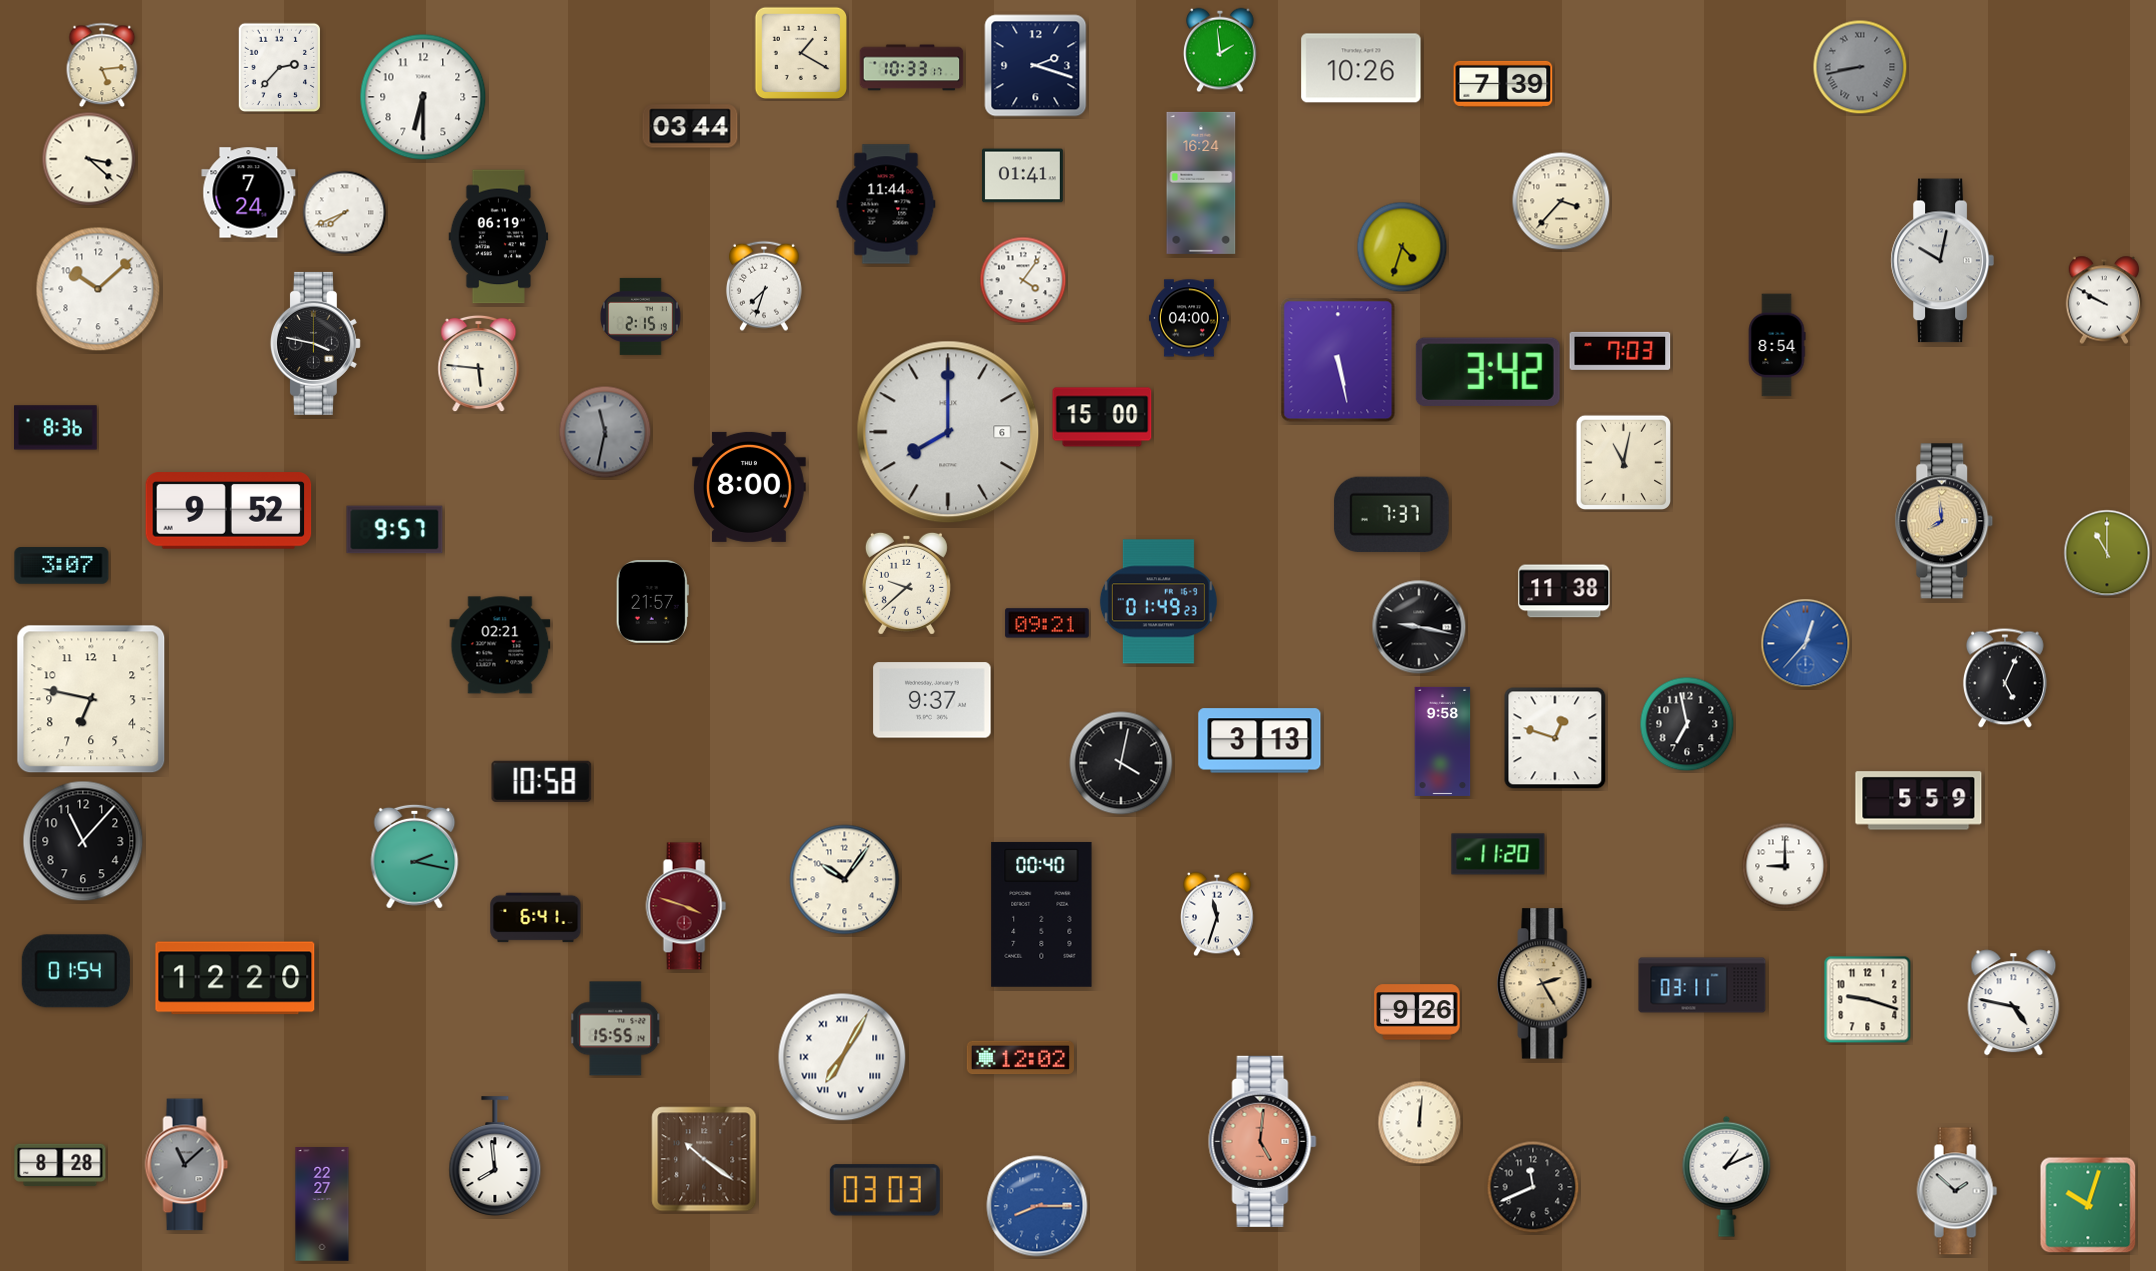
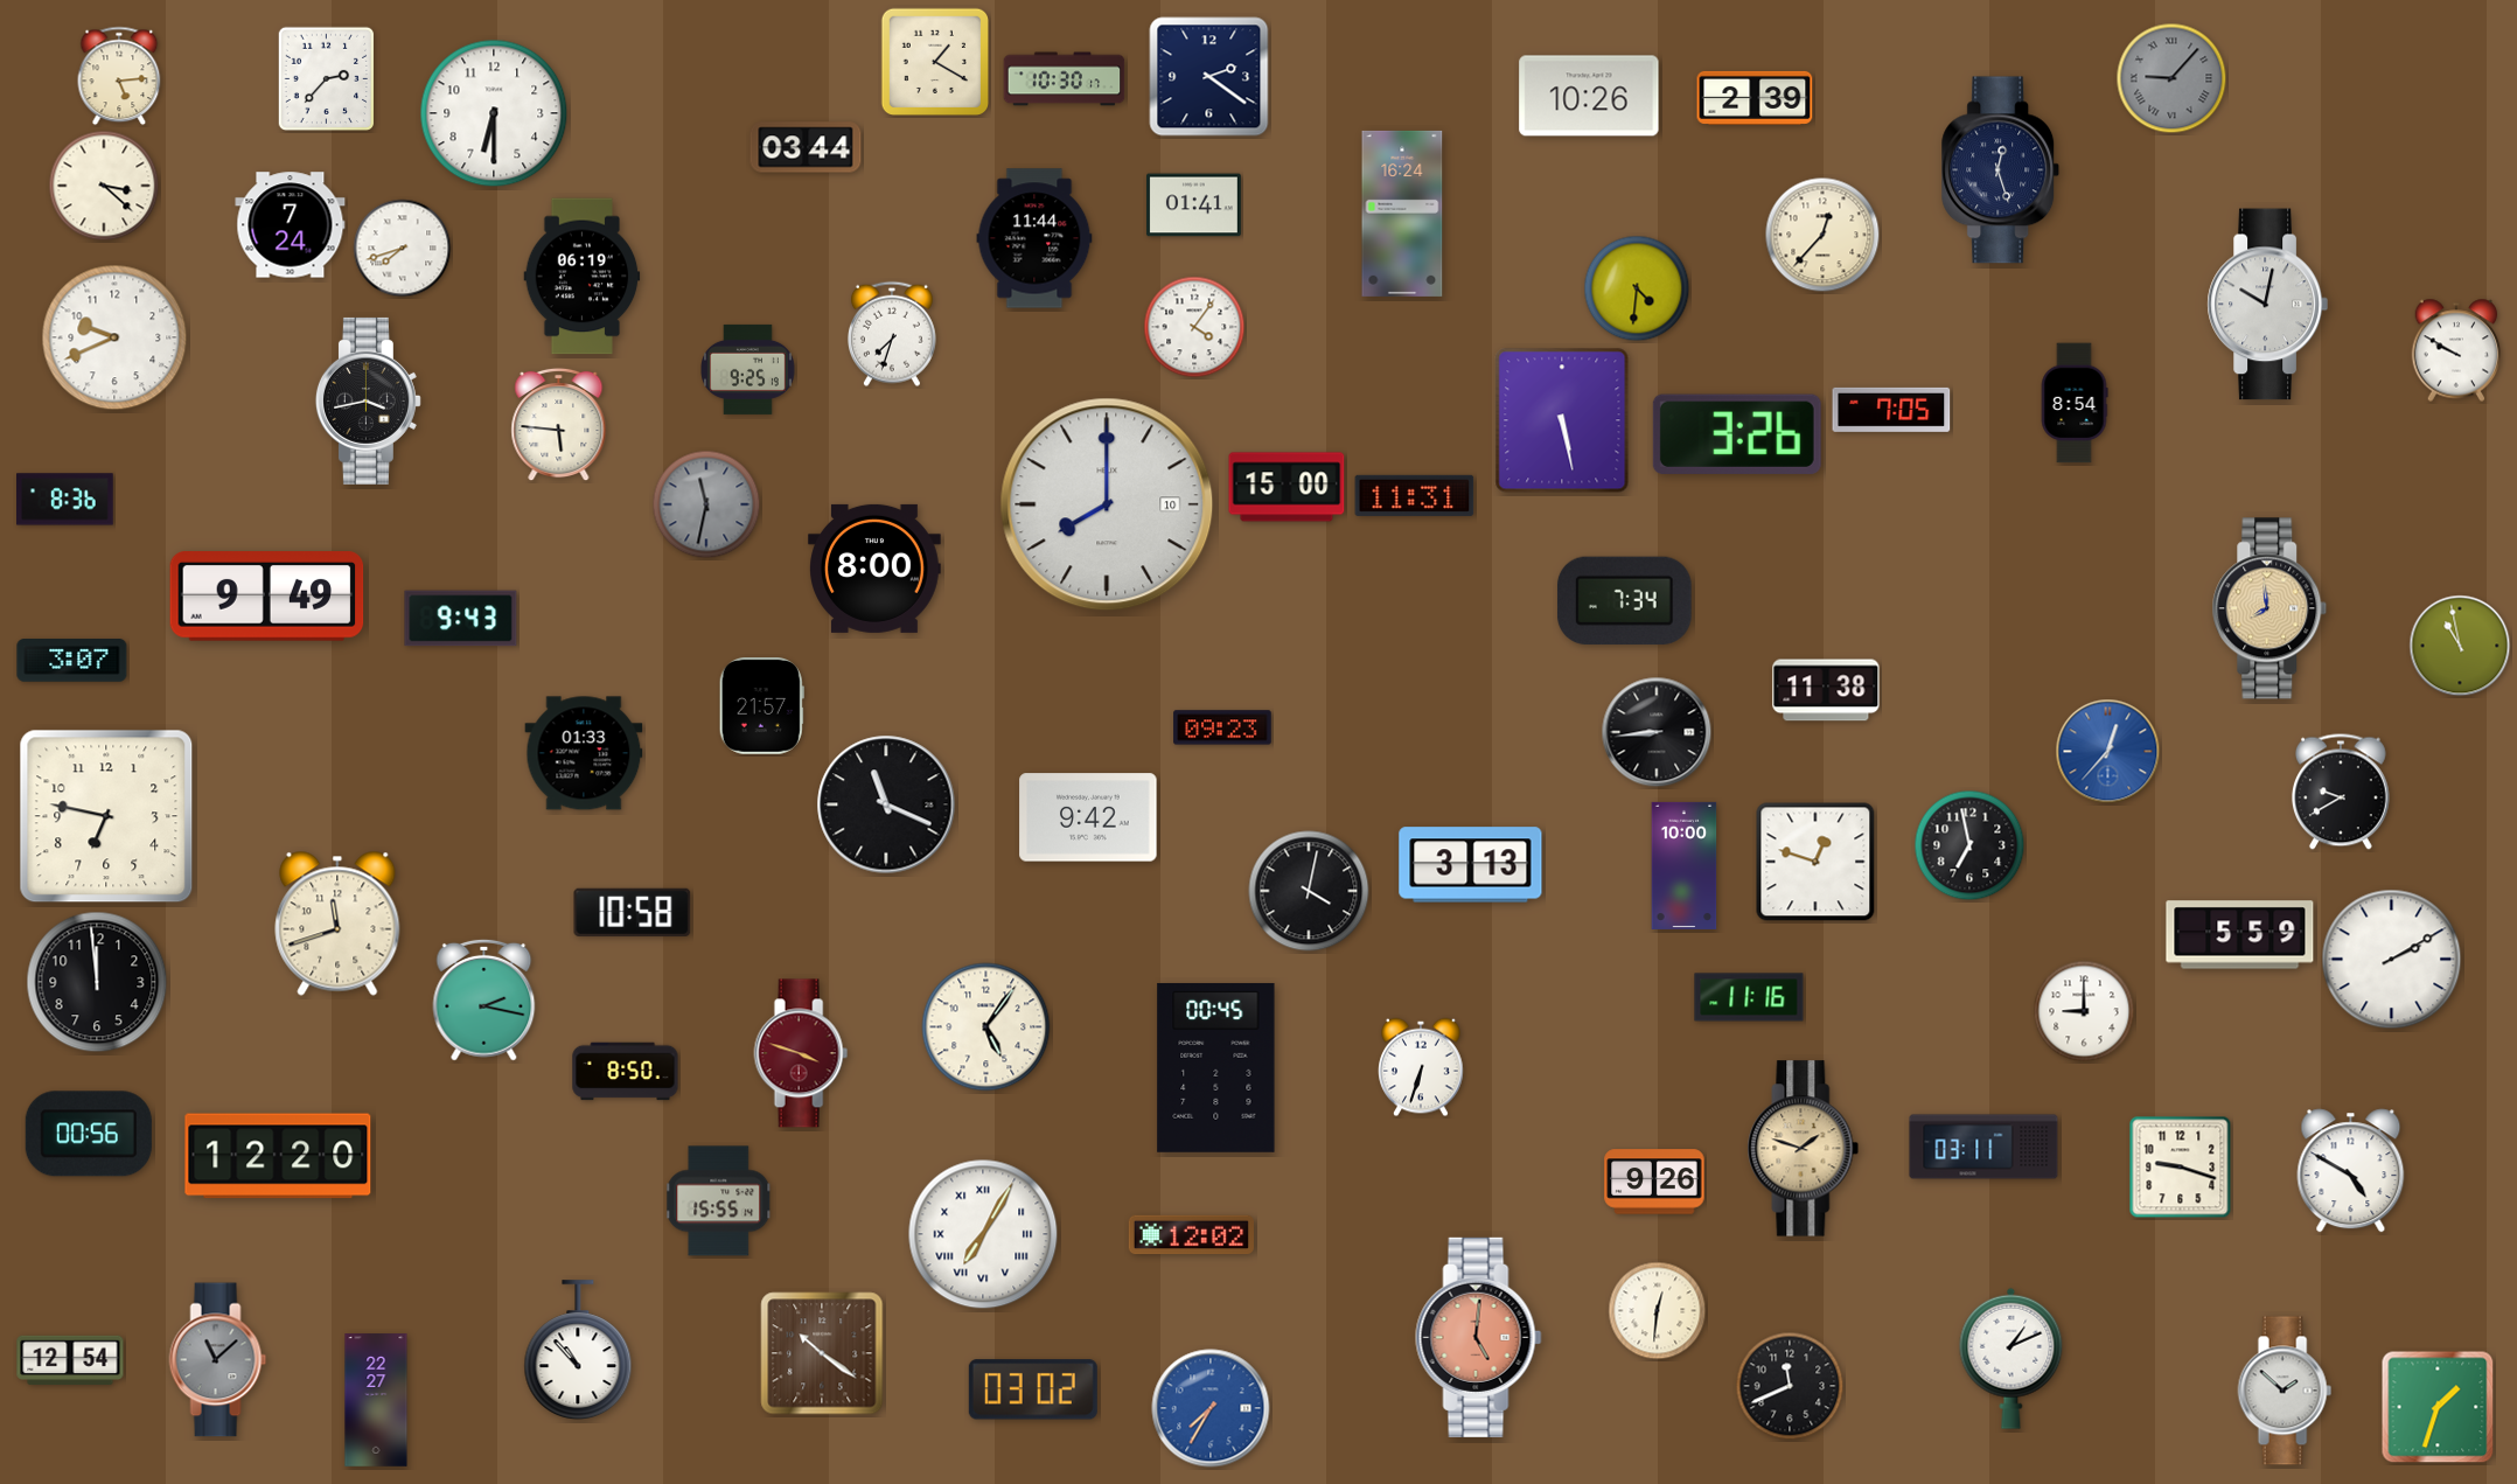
clock at (1220, 50): 1:59 -> none
clock at (1036, 66): 2:18 -> 2:21
clock at (1860, 67): 8:43 -> 9:07
clock at (912, 68): 10:33 -> 10:30
clock at (1361, 68) position: (1361, 68) -> (1589, 96)
clock at (1503, 84): 7:39 -> 2:39
clock at (2001, 170): none -> 12:27
clock at (1561, 201): 3:37 -> 12:37
clock at (345, 213): 7:41 -> 7:42
clock at (1402, 247): 4:33 -> 4:31
clock at (98, 289): 10:08 -> 9:41
clock at (641, 316): 2:15 -> 9:25
clock at (1189, 318): 04:00 -> none
clock at (315, 343): 3:47 -> 3:43
clock at (1620, 351): 7:03 -> 7:05
clock at (1488, 372): 3:42 -> 3:26
clock at (1415, 495): none -> 11:31
clock at (948, 432) date: 6 -> 10
clock at (1623, 462): 11:02 -> none
clock at (229, 511): 9:52 -> 9:49
clock at (1391, 514): 7:37 -> 7:34
clock at (395, 530): 9:57 -> 9:43
clock at (2107, 553): 11:00 -> 10:58
clock at (906, 583): 9:38 -> none
clock at (652, 602) position: (652, 602) -> (761, 706)
clock at (1158, 602): 01:49 -> none
clock at (1047, 623): 09:21 -> 09:23
clock at (1419, 627): 9:17 -> 8:44
clock at (500, 645): 02:21 -> 01:33
clock at (2005, 678): 5:04 -> 9:40
clock at (886, 804): none -> 11:19
clock at (932, 700): 9:37 -> 9:42
clock at (1443, 741): 9:58 -> 10:00
clock at (337, 924): none -> 11:42
clock at (2392, 960): none -> 2:10
clock at (83, 841): 11:07 -> 11:59
clock at (1498, 854): 11:20 -> 11:16
clock at (845, 880): 10:06 -> 5:06
clock at (686, 906) position: (686, 906) -> (801, 1053)
clock at (1042, 914): 00:40 -> 00:45
clock at (1217, 914): 11:33 -> 6:33
clock at (536, 918): 6:41 -> 8:50
clock at (76, 971): 01:54 -> 00:56
clock at (235, 978) position: (235, 978) -> (278, 1156)
clock at (1545, 984): 2:25 -> 1:48
clock at (1702, 985) position: (1702, 985) -> (1983, 1147)
clock at (2014, 1003): 4:47 -> 4:50
clock at (1420, 1123): 12:01 -> 12:31
clock at (1263, 1141) position: (1263, 1141) -> (1479, 1337)
clock at (495, 1156): 7:59 -> 10:53
clock at (60, 1165): 8:28 -> 12:54
clock at (1727, 1176) position: (1727, 1176) -> (2011, 1358)
clock at (885, 1190): 03:03 -> 03:02
clock at (322, 1204) position: (322, 1204) -> (376, 1400)
clock at (2088, 1205): 10:03 -> 1:33
clock at (1037, 1206): 8:15 -> 7:35
